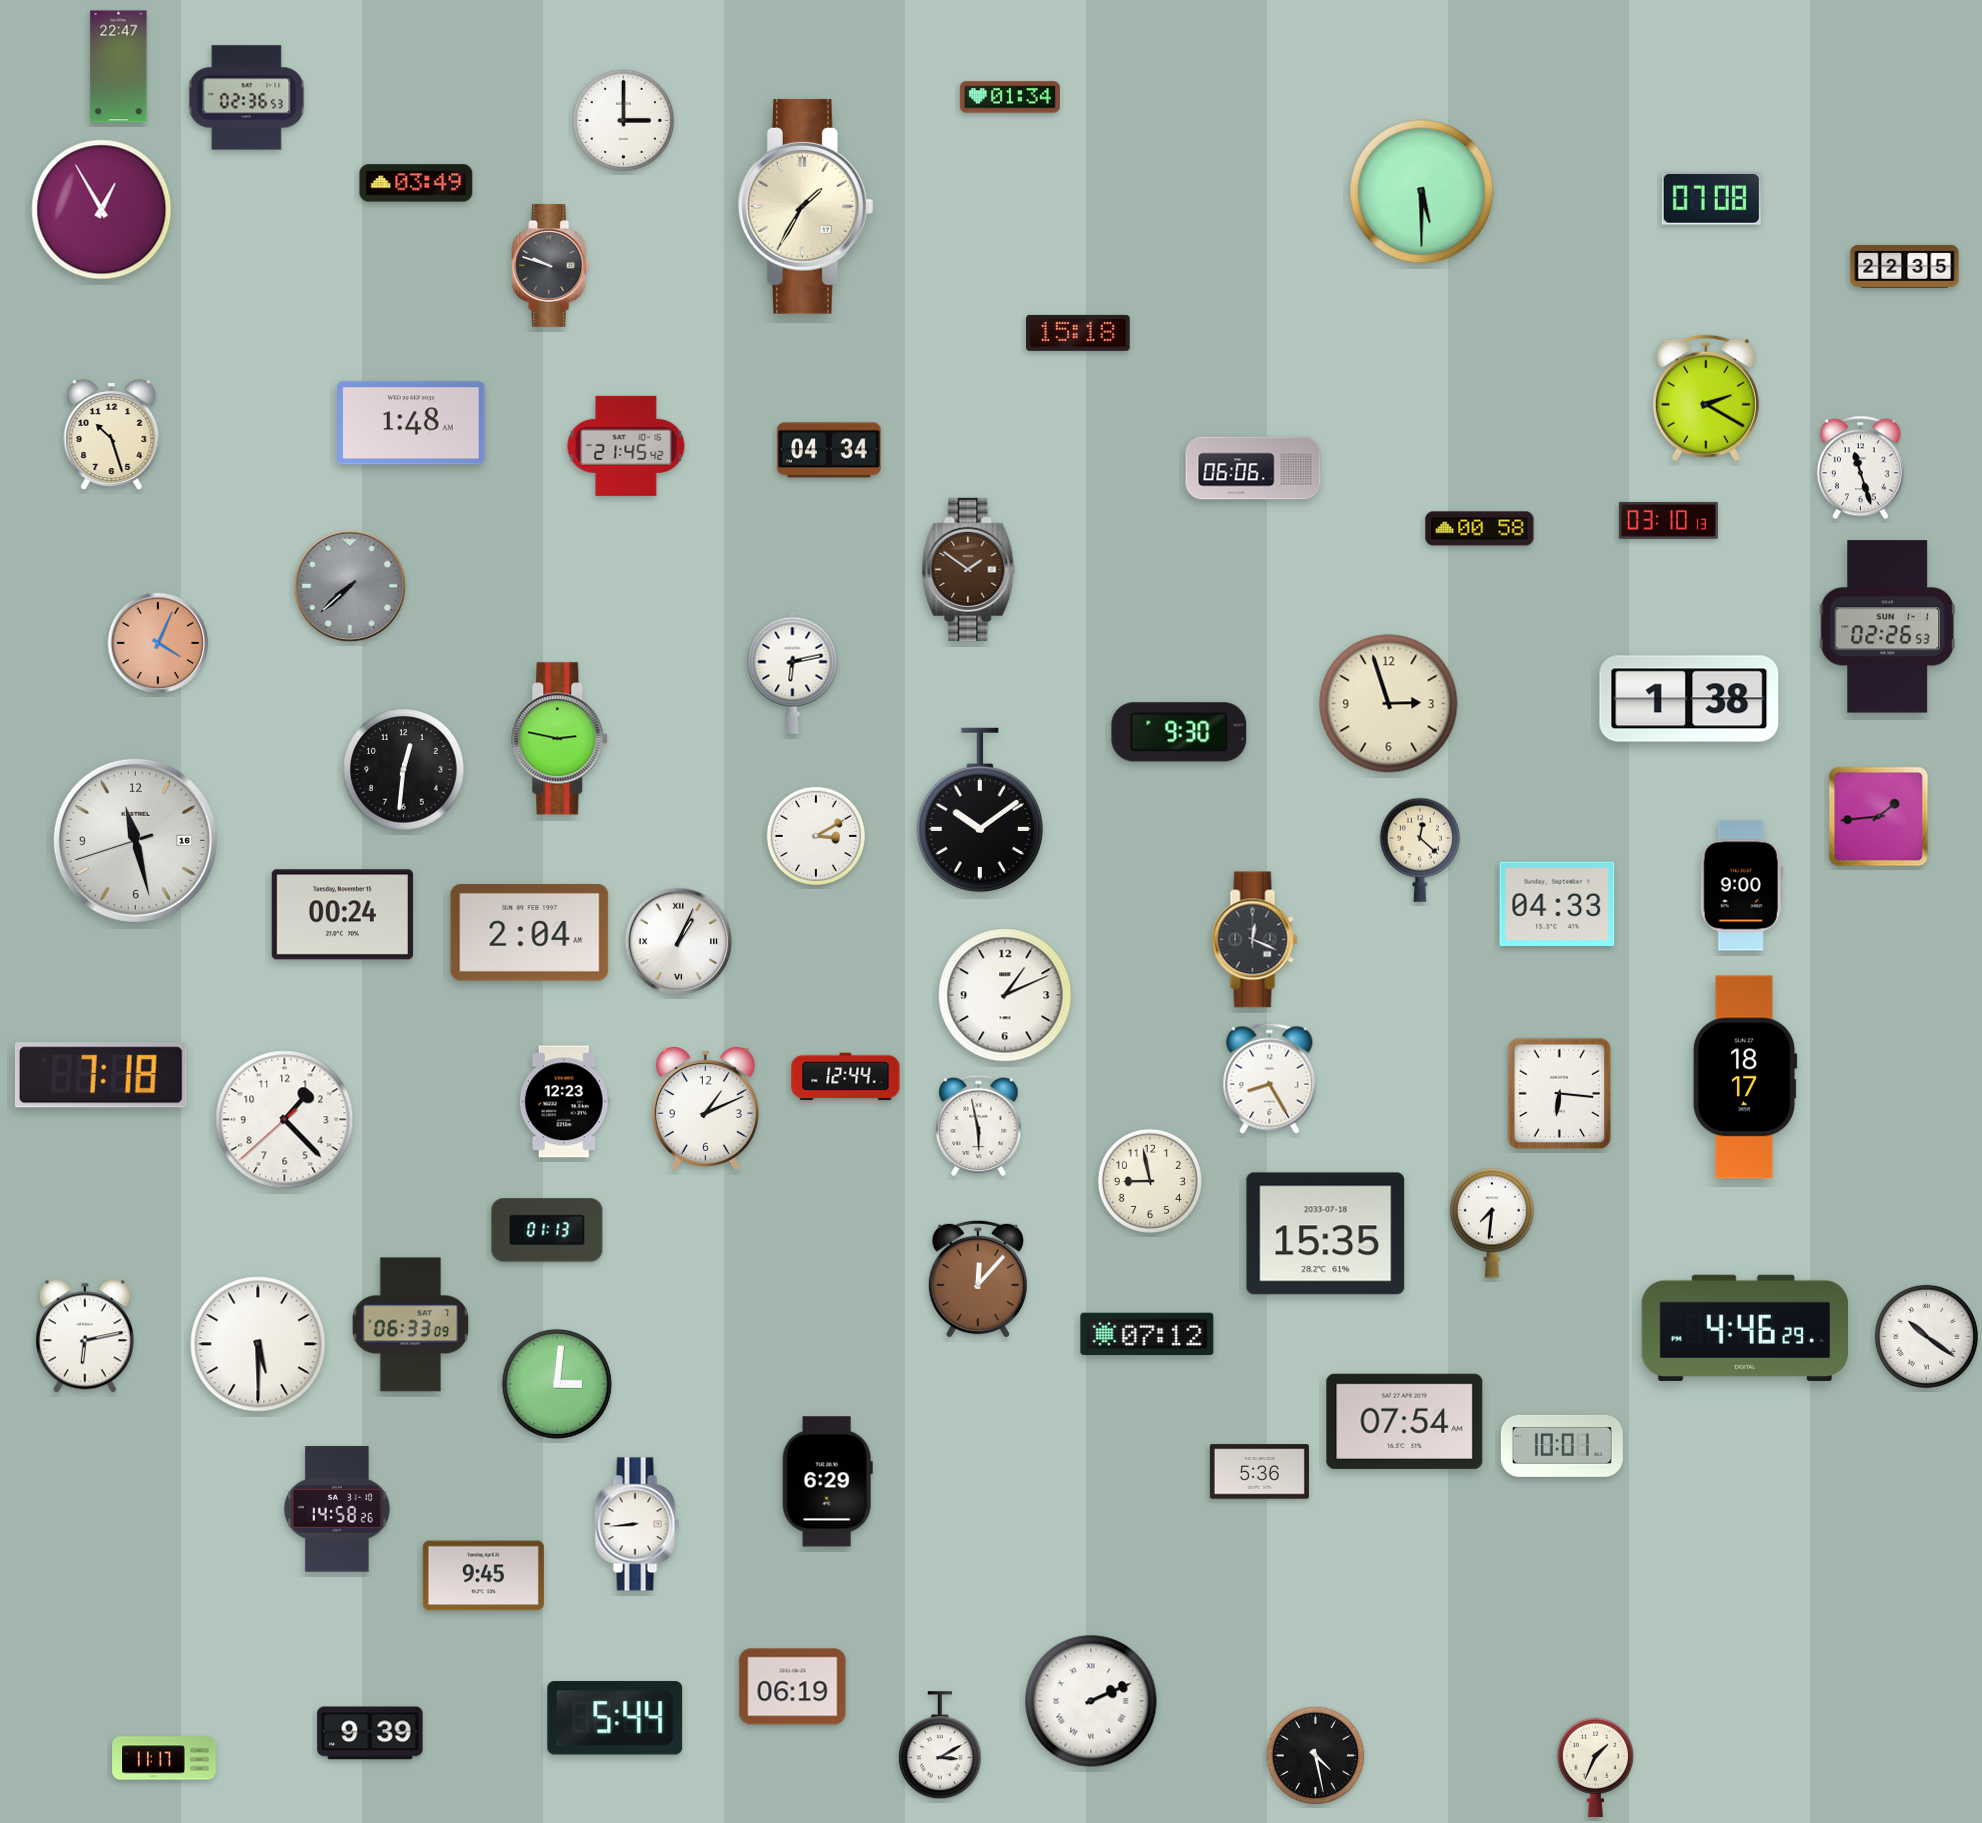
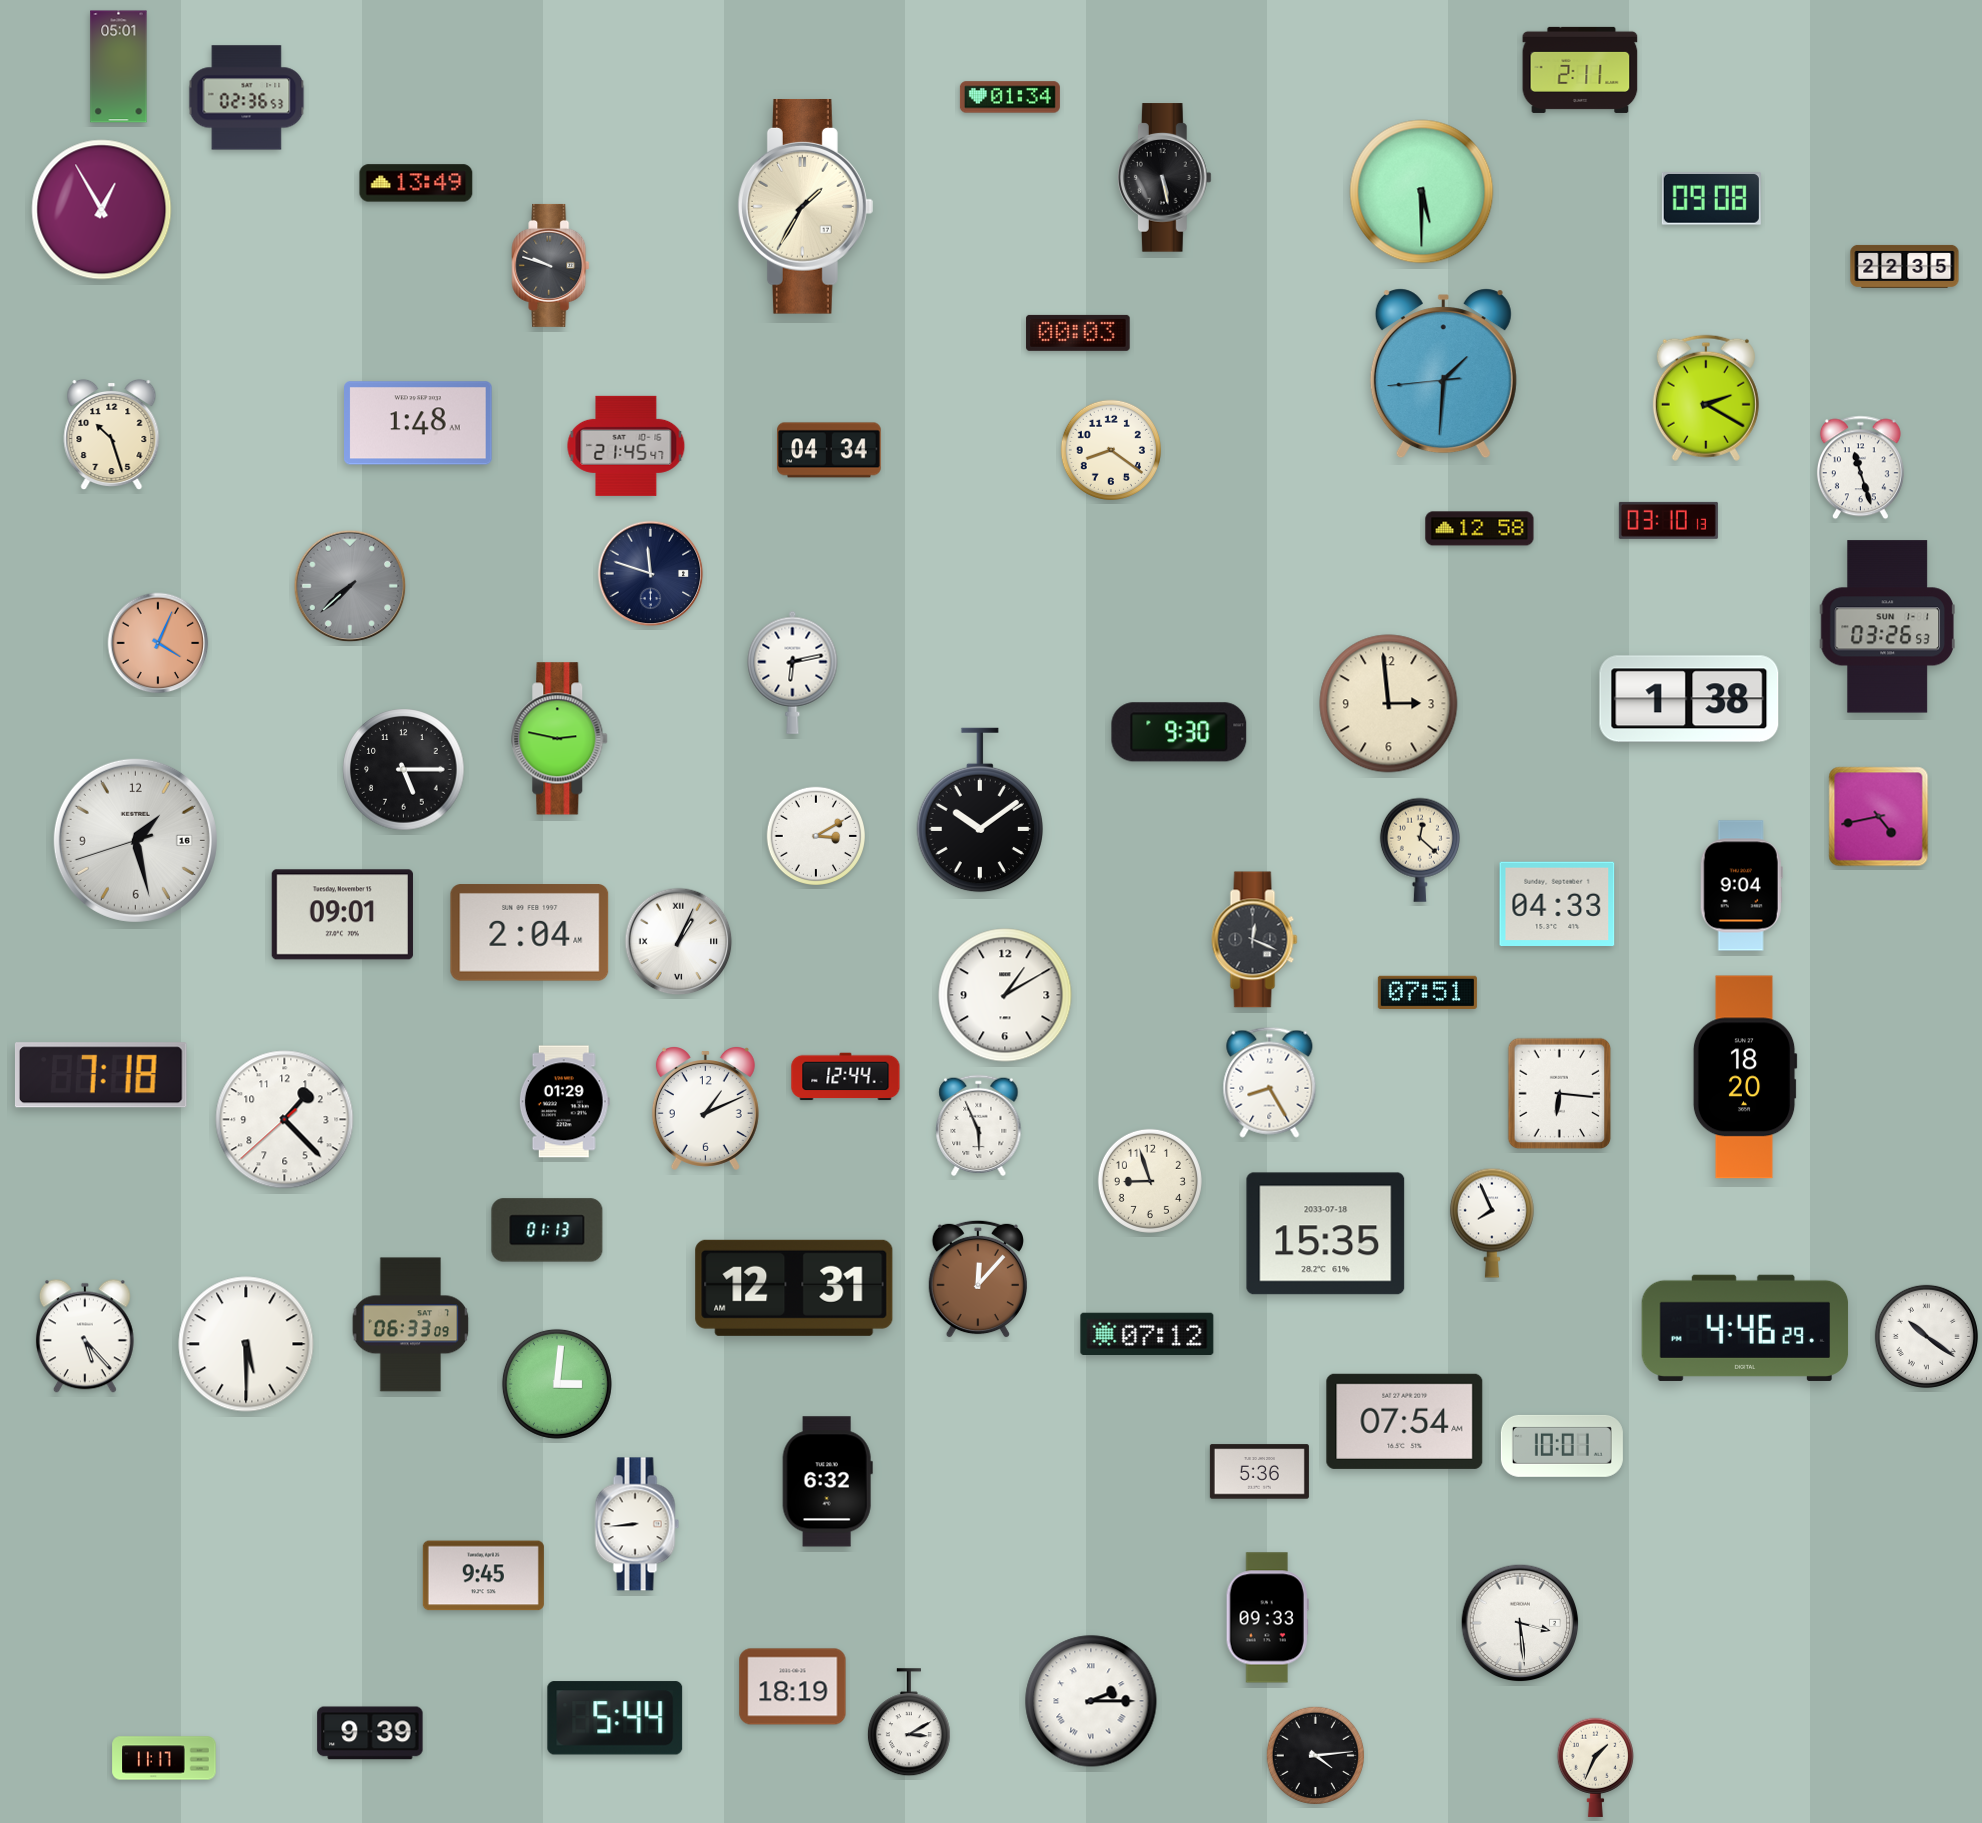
clock at (119, 67): 22:47 -> 05:01
clock at (1580, 70): none -> 2:11
clock at (623, 120): 3:00 -> none
clock at (1164, 178): none -> 5:28
clock at (416, 183): 03:49 -> 13:49
clock at (1711, 199): 07:08 -> 09:08
clock at (1078, 333): 15:18 -> 00:03
clock at (1443, 374): none -> 1:30
clock at (412, 423) position: (412, 423) -> (419, 423)
clock at (626, 446): 21:45:42 -> 21:45:47
clock at (1110, 449): none -> 8:21
clock at (1253, 468): 06:06 -> none
clock at (1480, 529): 00:58 -> 12:58
clock at (969, 569): 1:51 -> none
clock at (651, 574): none -> 11:48
clock at (1887, 627): 02:26 -> 03:26
clock at (1389, 704): 2:57 -> 2:59
clock at (404, 770): 12:31 -> 5:15
clock at (1879, 817): 1:44 -> 4:43
clock at (135, 840): 11:27 -> 1:27
clock at (1741, 886): 9:00 -> 9:04
clock at (342, 915): 00:24 -> 09:01
clock at (1427, 992): none -> 07:51
clock at (1005, 995): 1:11 -> 1:10
clock at (1745, 1077): 18:17 -> 18:20
clock at (1270, 1078) position: (1270, 1078) -> (1270, 1082)
clock at (564, 1102): 12:23 -> 01:29
clock at (979, 1126): 5:58 -> 5:56
clock at (1150, 1181): 8:58 -> 8:57
clock at (1492, 1223): 7:31 -> 7:56
clock at (794, 1288): none -> 12:31
clock at (85, 1336): 6:13 -> 5:23
clock at (258, 1344) position: (258, 1344) -> (246, 1344)
clock at (827, 1482): 6:29 -> 6:32
clock at (338, 1509): 14:58 -> none
clock at (1267, 1618): none -> 09:33
clock at (1520, 1623): none -> 3:29
clock at (793, 1687): 06:19 -> 18:19
clock at (1091, 1701): 2:11 -> 2:15
clock at (940, 1746) position: (940, 1746) -> (909, 1723)
clock at (1316, 1756): 4:28 -> 4:14
